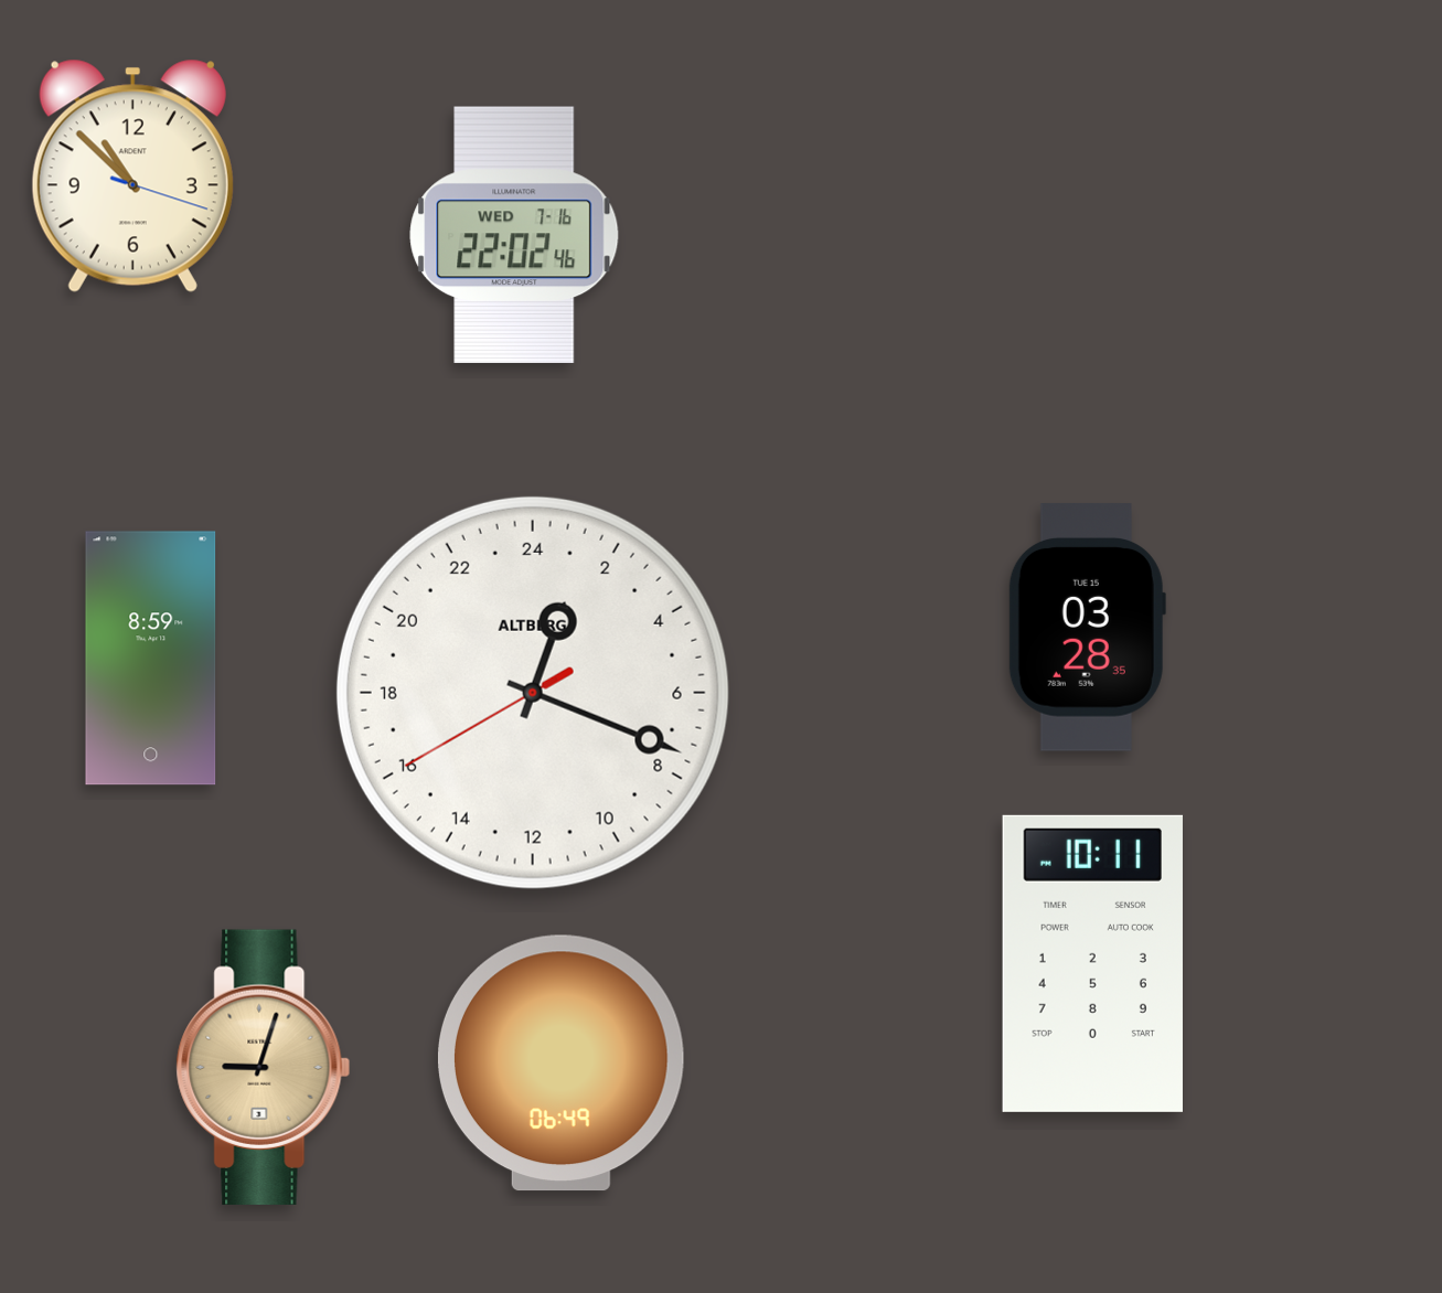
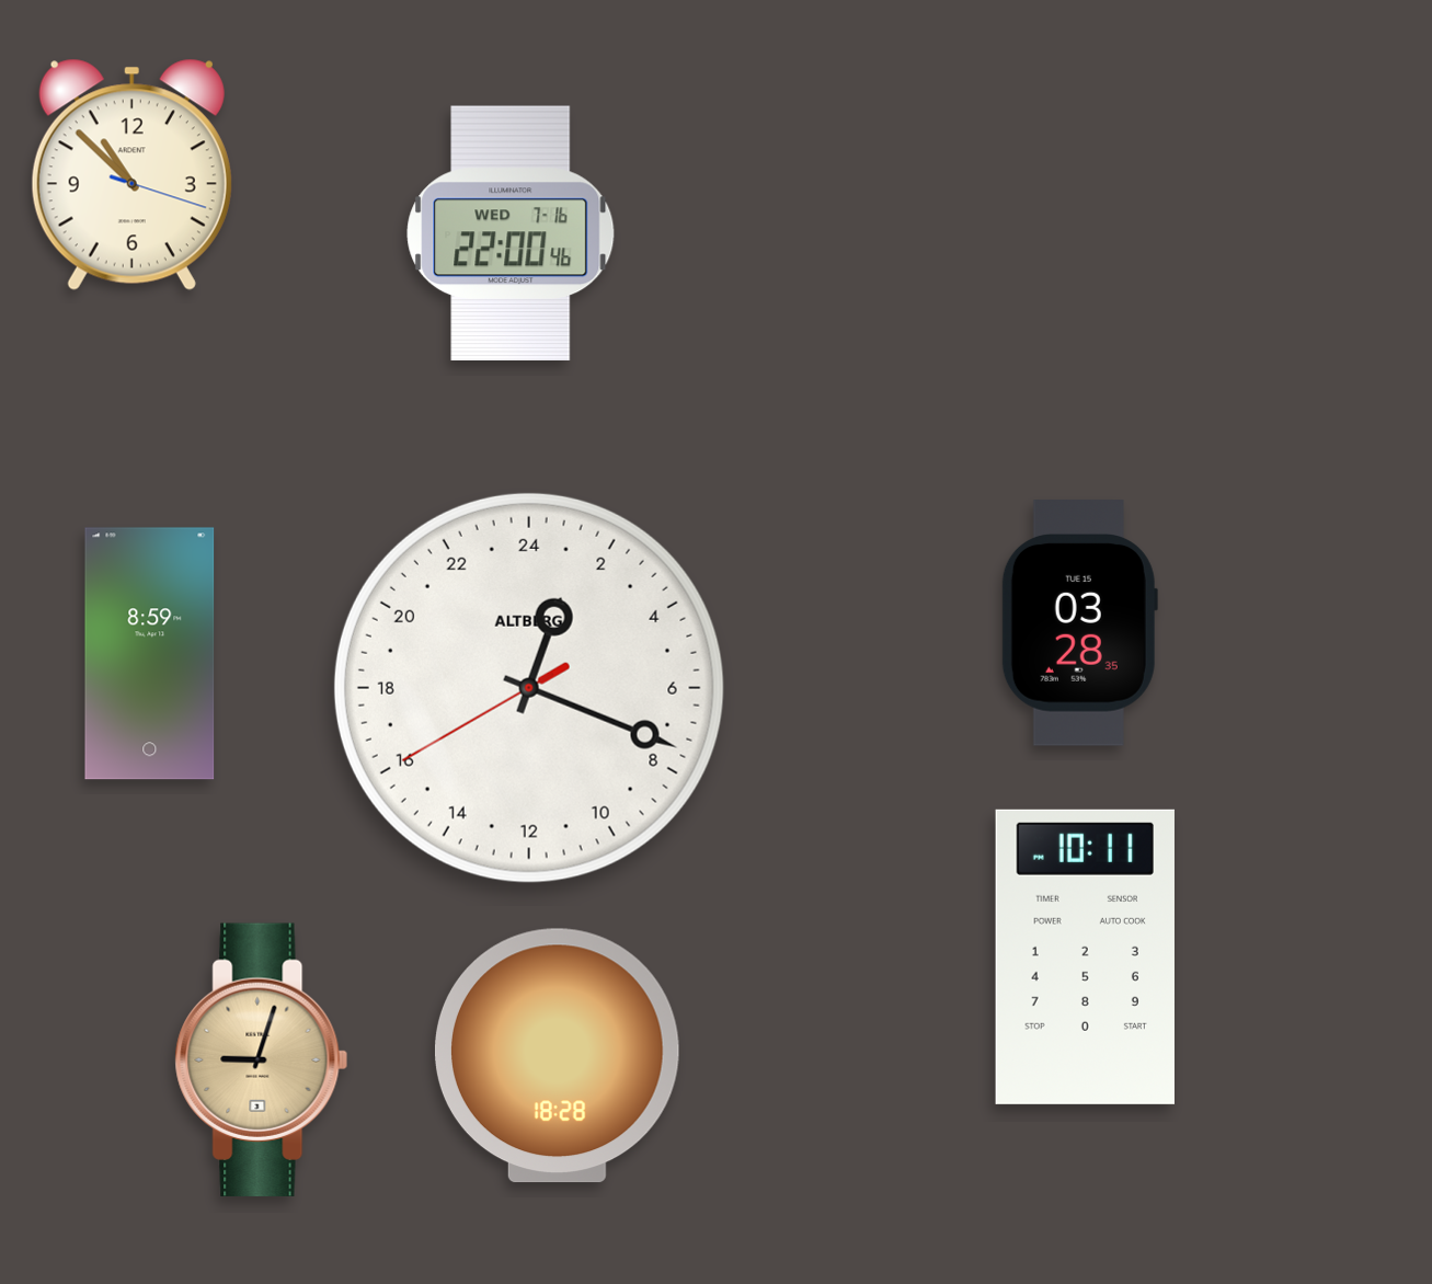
clock at (514, 235): 22:02 -> 22:00
clock at (560, 1064): 06:49 -> 18:28
